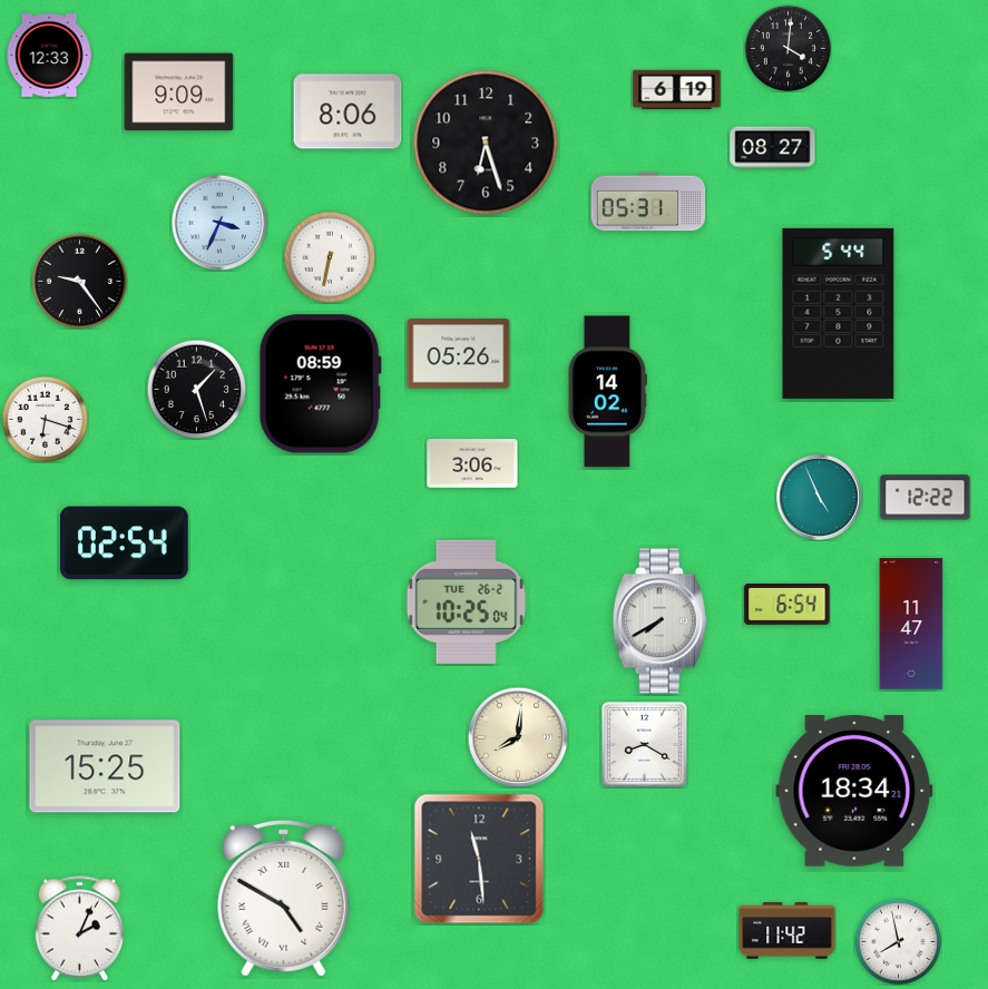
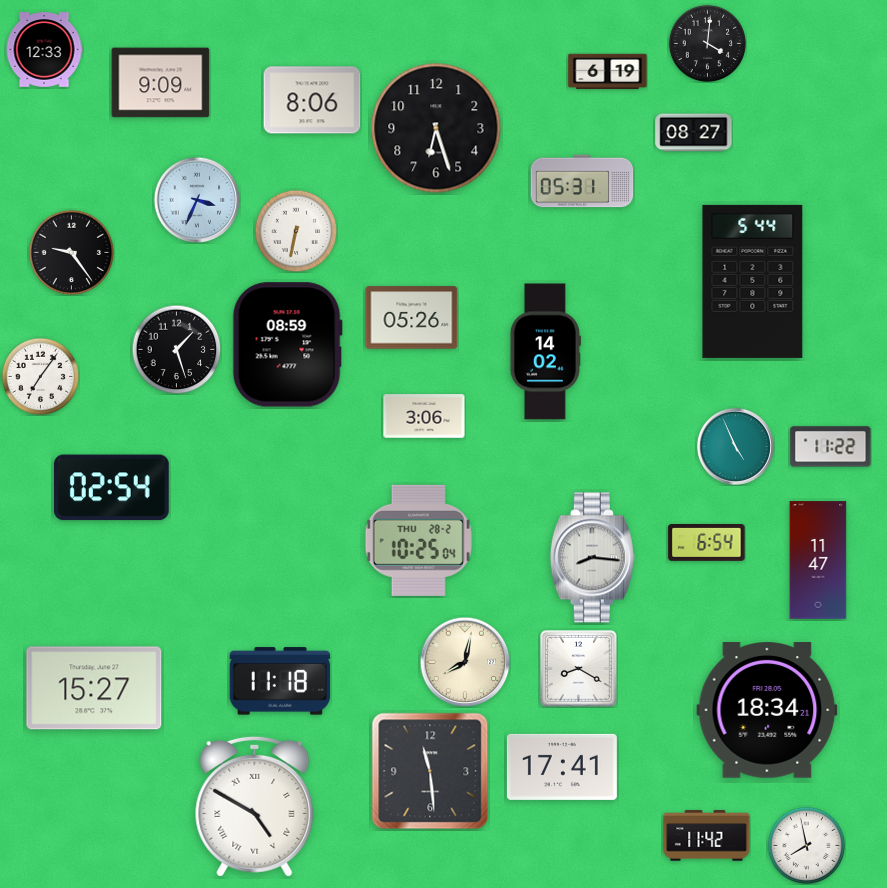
clock at (677, 90) position: (677, 90) -> (608, 72)
clock at (45, 419): 6:18 -> 7:06
clock at (926, 498): 12:22 -> 11:22
clock at (466, 601) date: TUE 26-2 -> THU 28-2
clock at (659, 621): 7:40 -> 8:16
clock at (518, 737): 8:01 -> 8:02
clock at (280, 681): none -> 11:18
clock at (105, 766): 15:25 -> 15:27
clock at (562, 767): none -> 17:41
clock at (79, 929): 2:04 -> none
